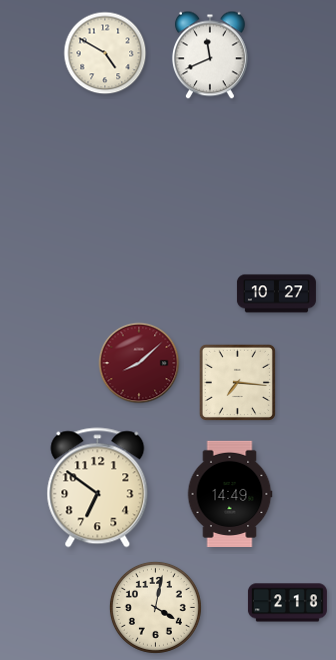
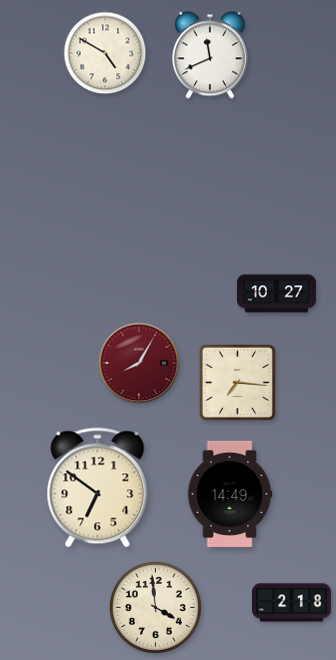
clock at (139, 363): 8:08 -> 8:05
clock at (287, 603) position: (287, 603) -> (291, 603)
clock at (155, 607): 4:02 -> 3:59
